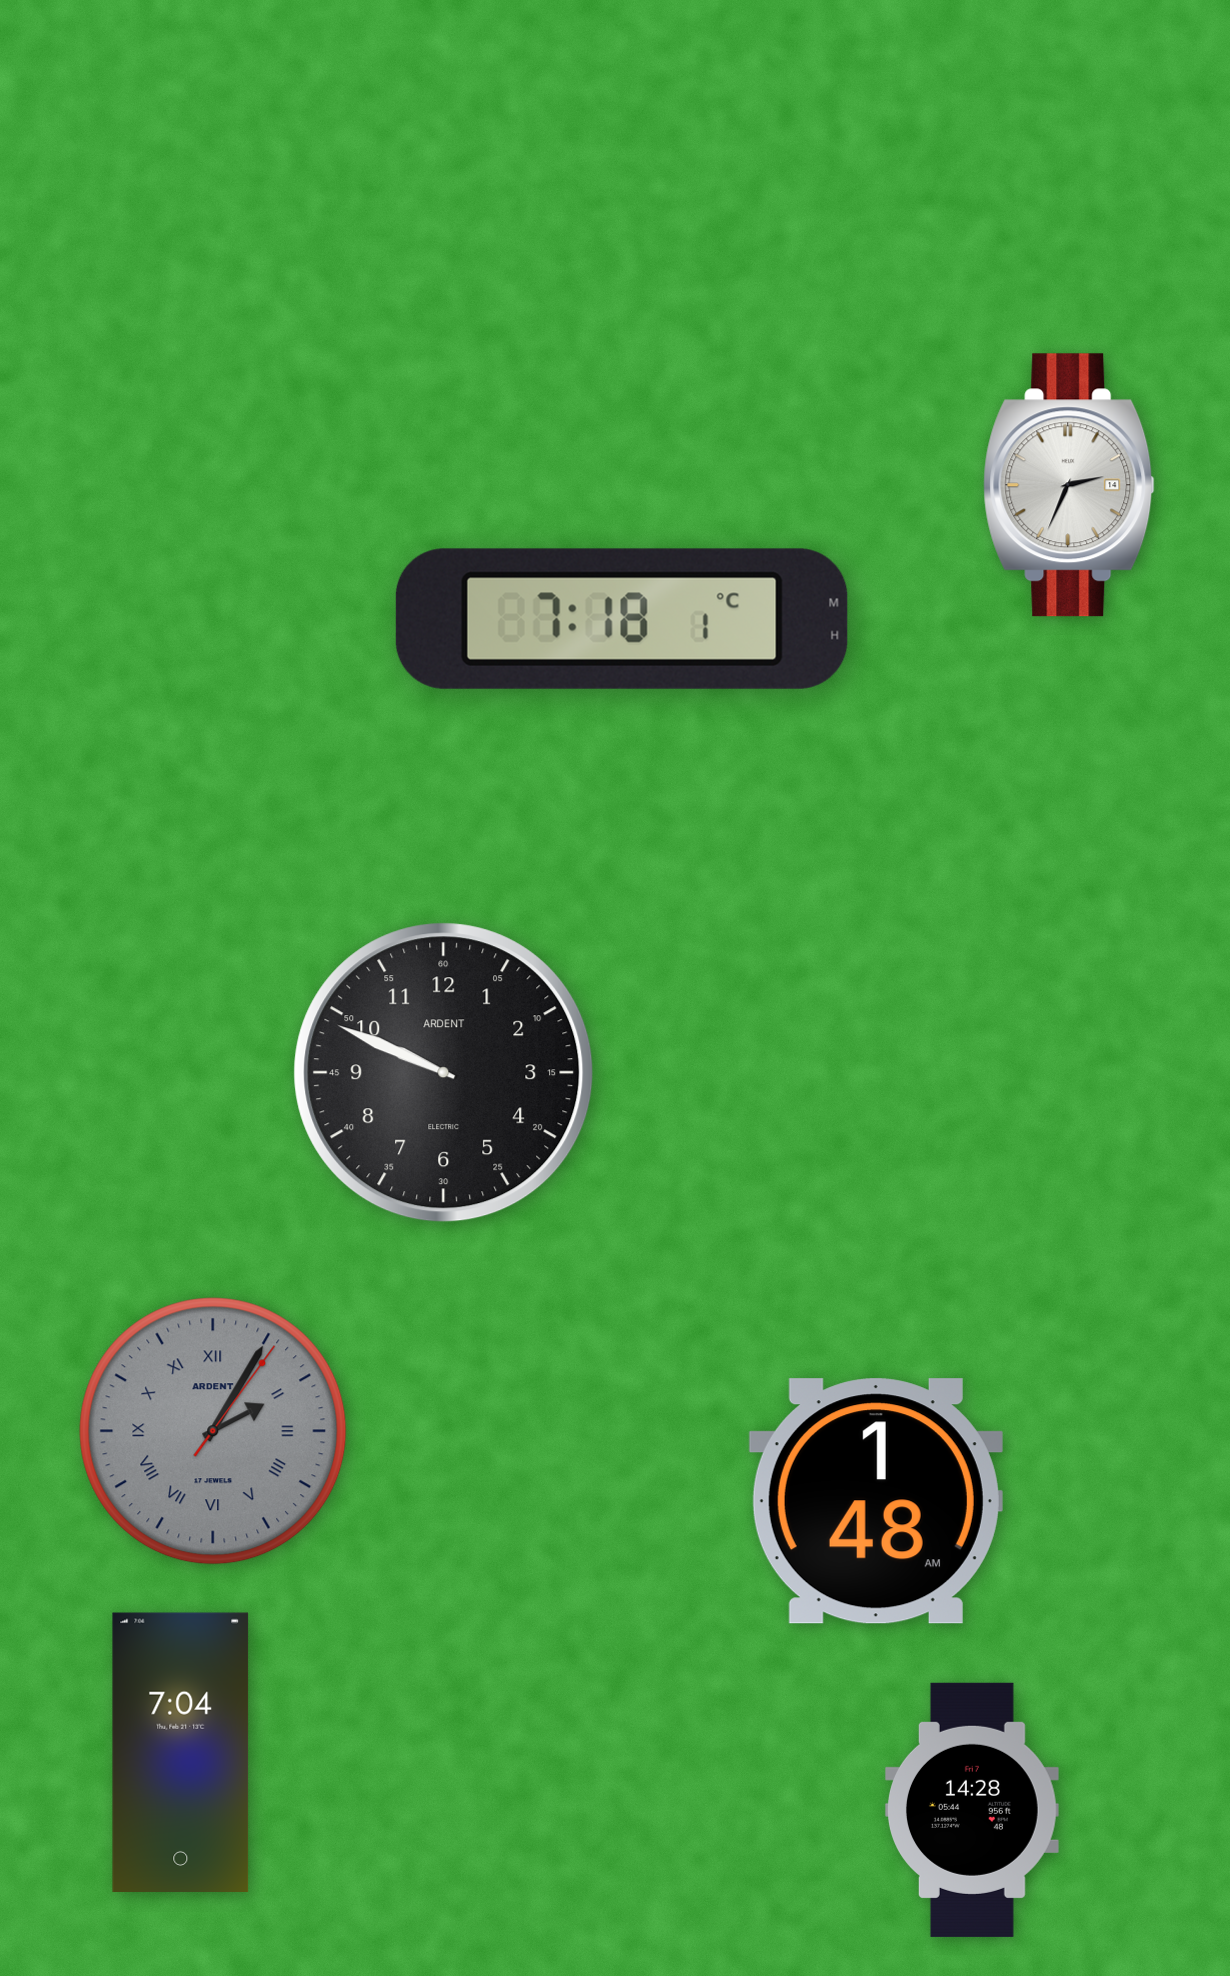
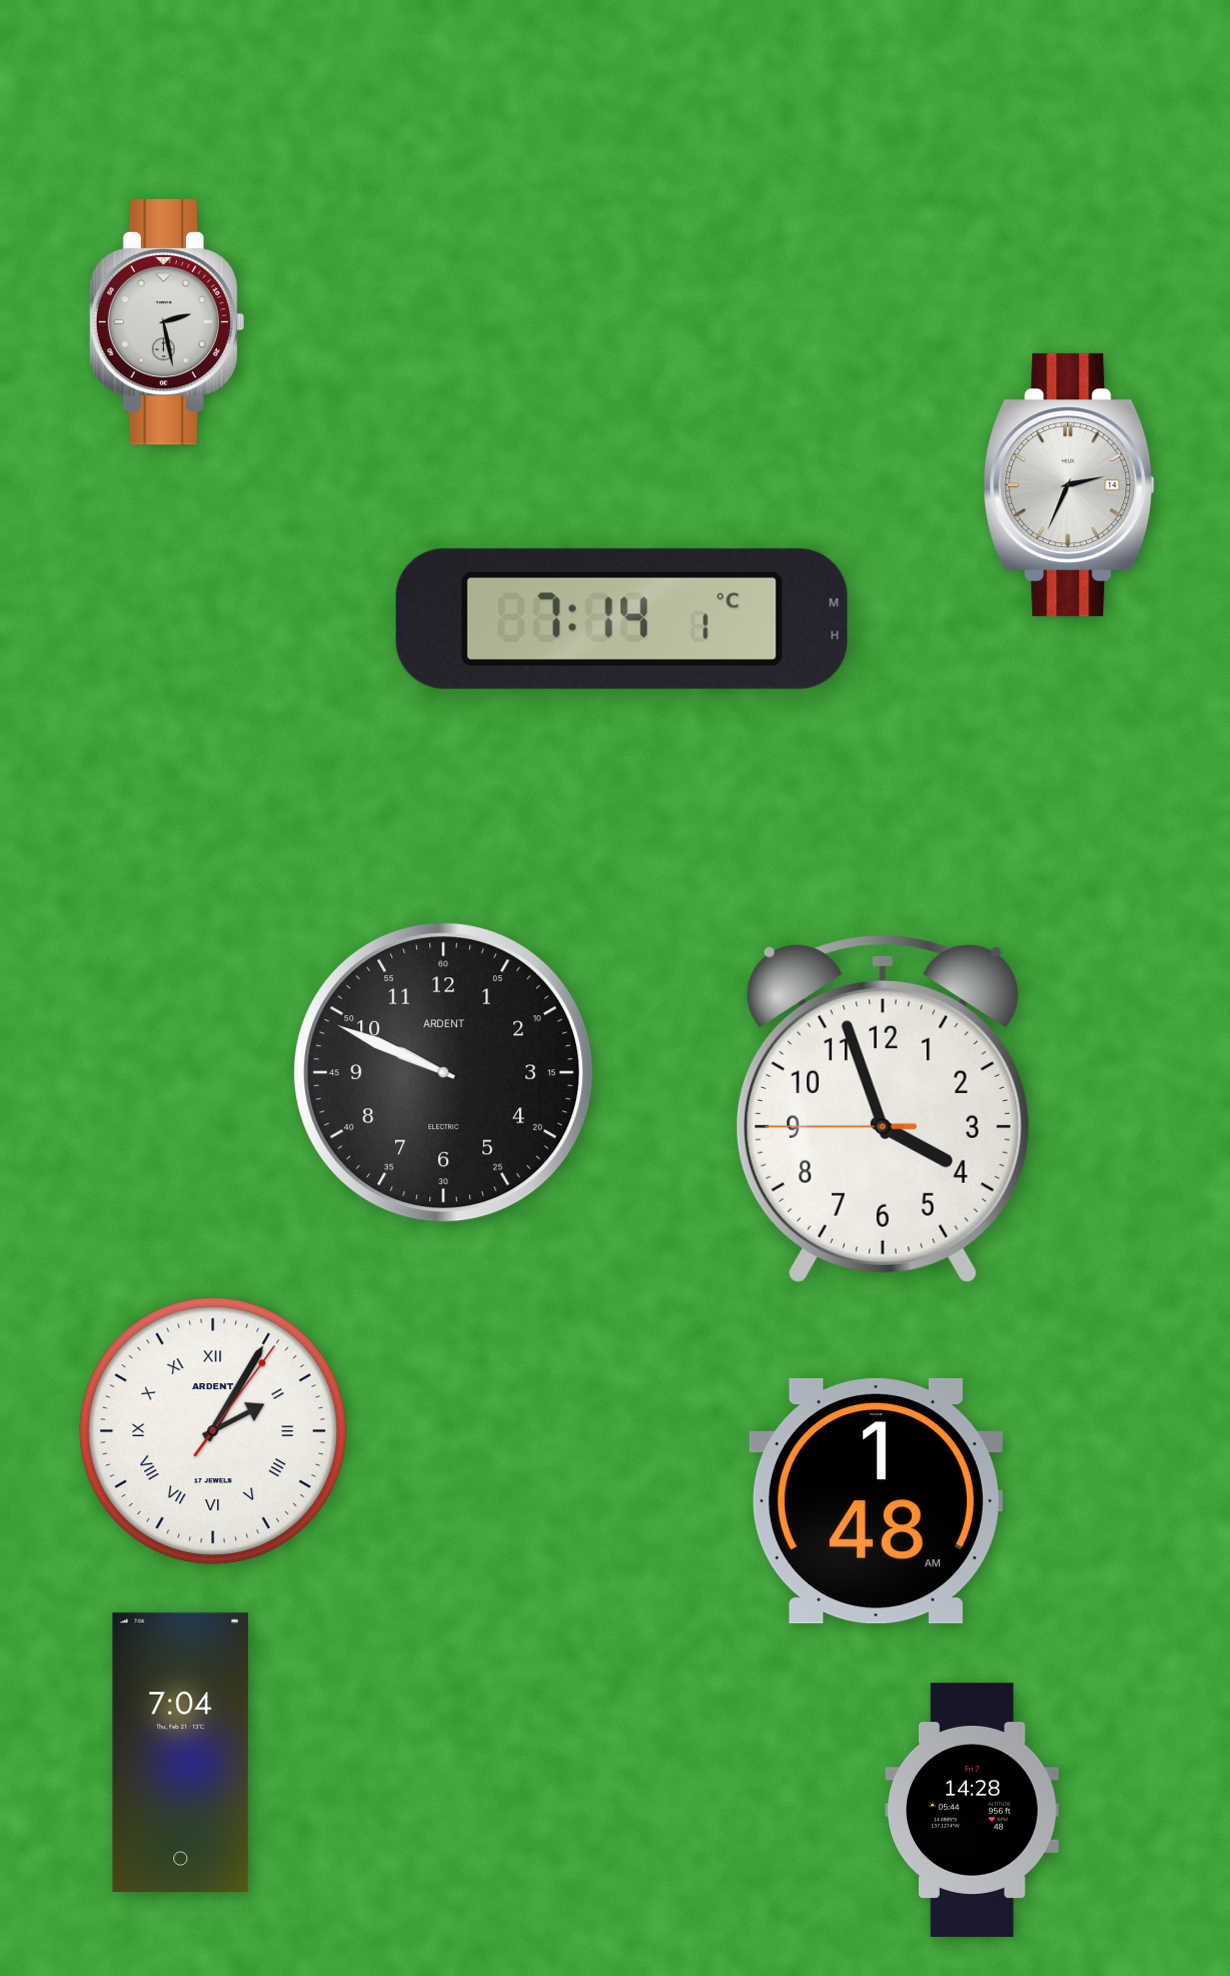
clock at (167, 322): none -> 2:28
clock at (622, 619): 7:18 -> 7:14
clock at (883, 1109): none -> 3:56
clock at (213, 1431) dial: grey -> white
